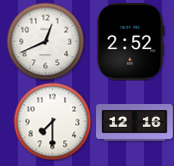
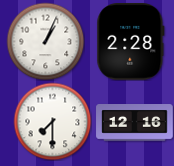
clock at (45, 41): 12:41 -> 1:04
clock at (131, 42): 2:52 -> 2:28
